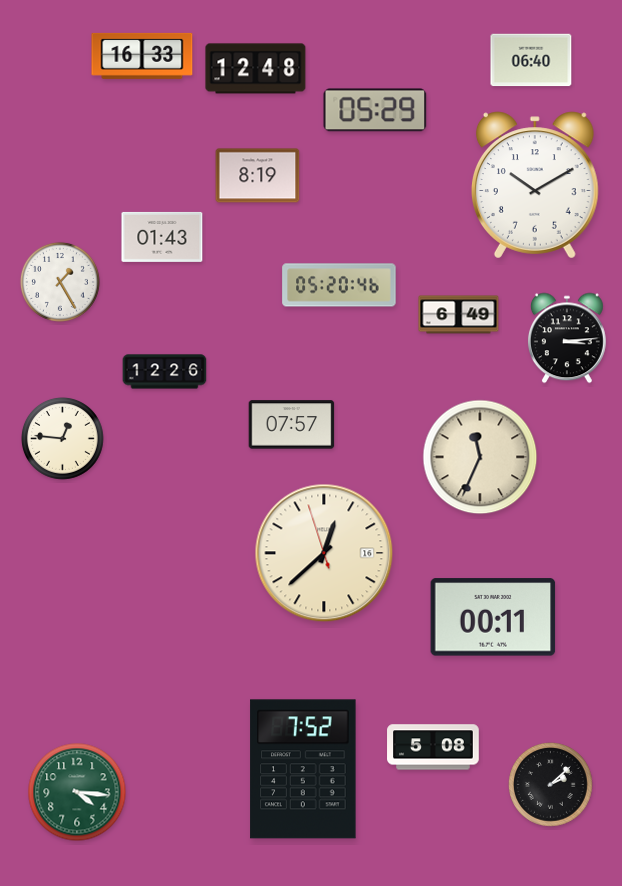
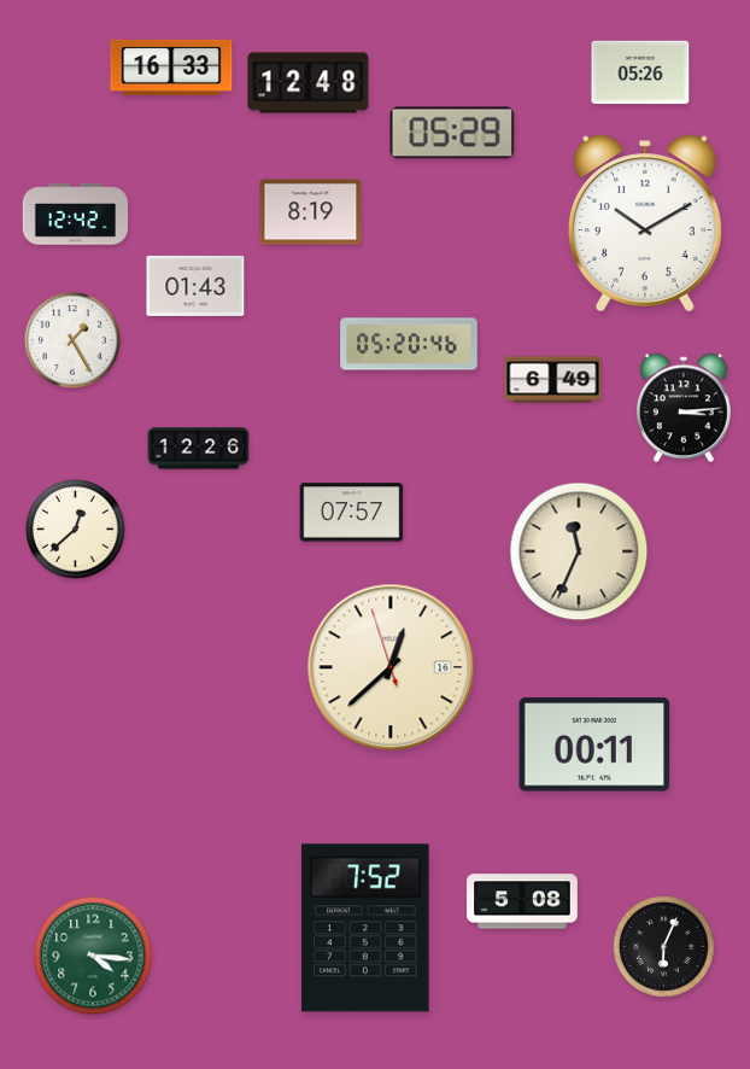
clock at (531, 60): 06:40 -> 05:26
clock at (76, 215): none -> 12:42
clock at (63, 439): 12:46 -> 12:38
clock at (551, 785): 2:08 -> 6:04
